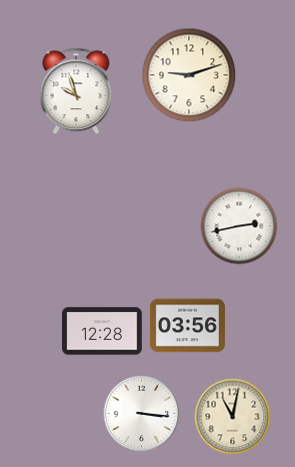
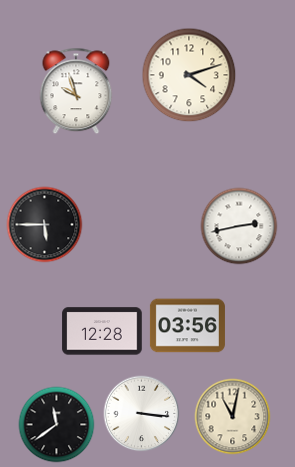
clock at (189, 75): 9:12 -> 4:12
clock at (45, 225): none -> 5:45
clock at (57, 425): none -> 11:39
